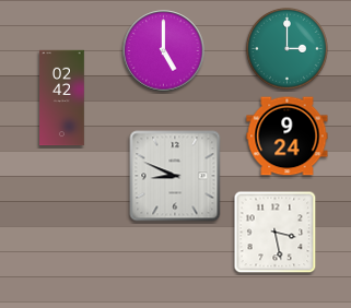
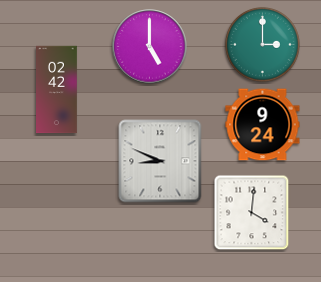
clock at (276, 233): 3:28 -> 4:01
